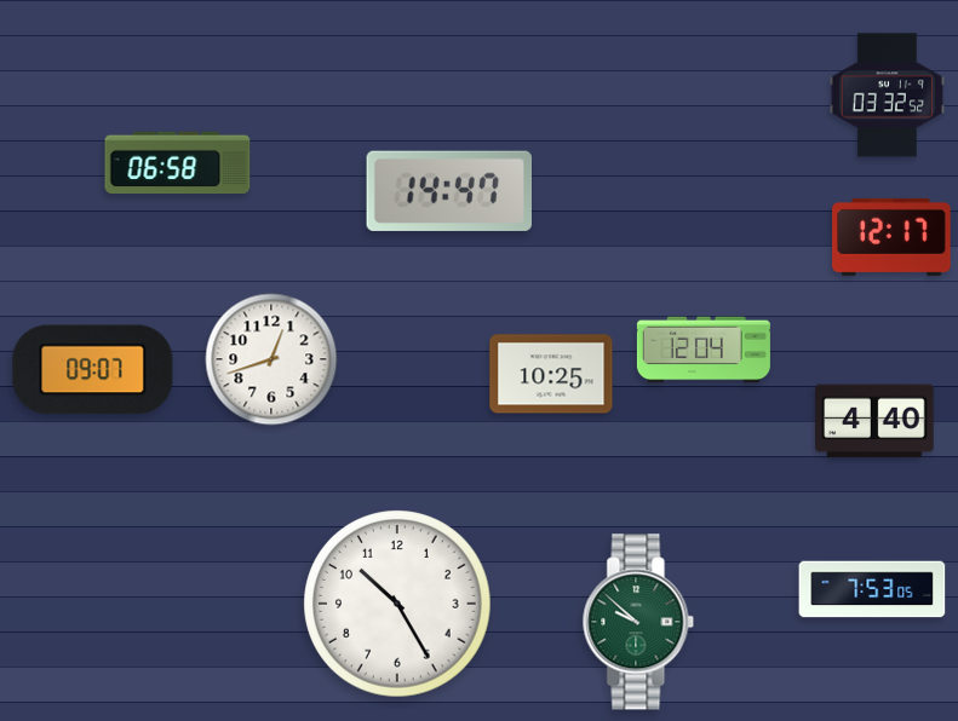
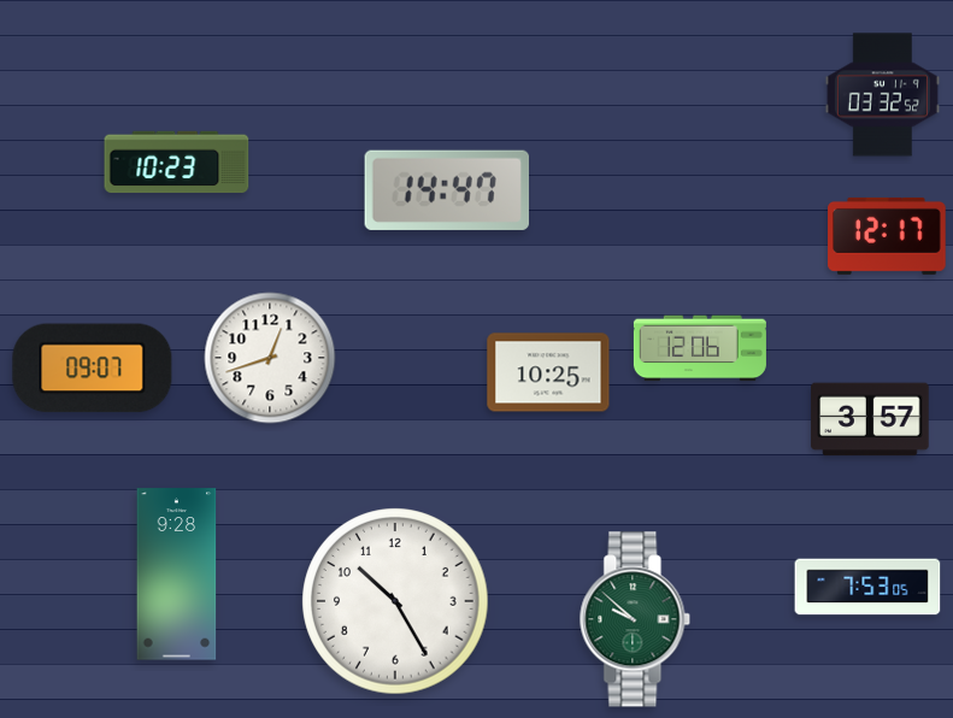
clock at (178, 163): 06:58 -> 10:23
clock at (704, 350): 12:04 -> 12:06
clock at (874, 421): 4:40 -> 3:57
clock at (177, 575): none -> 9:28
